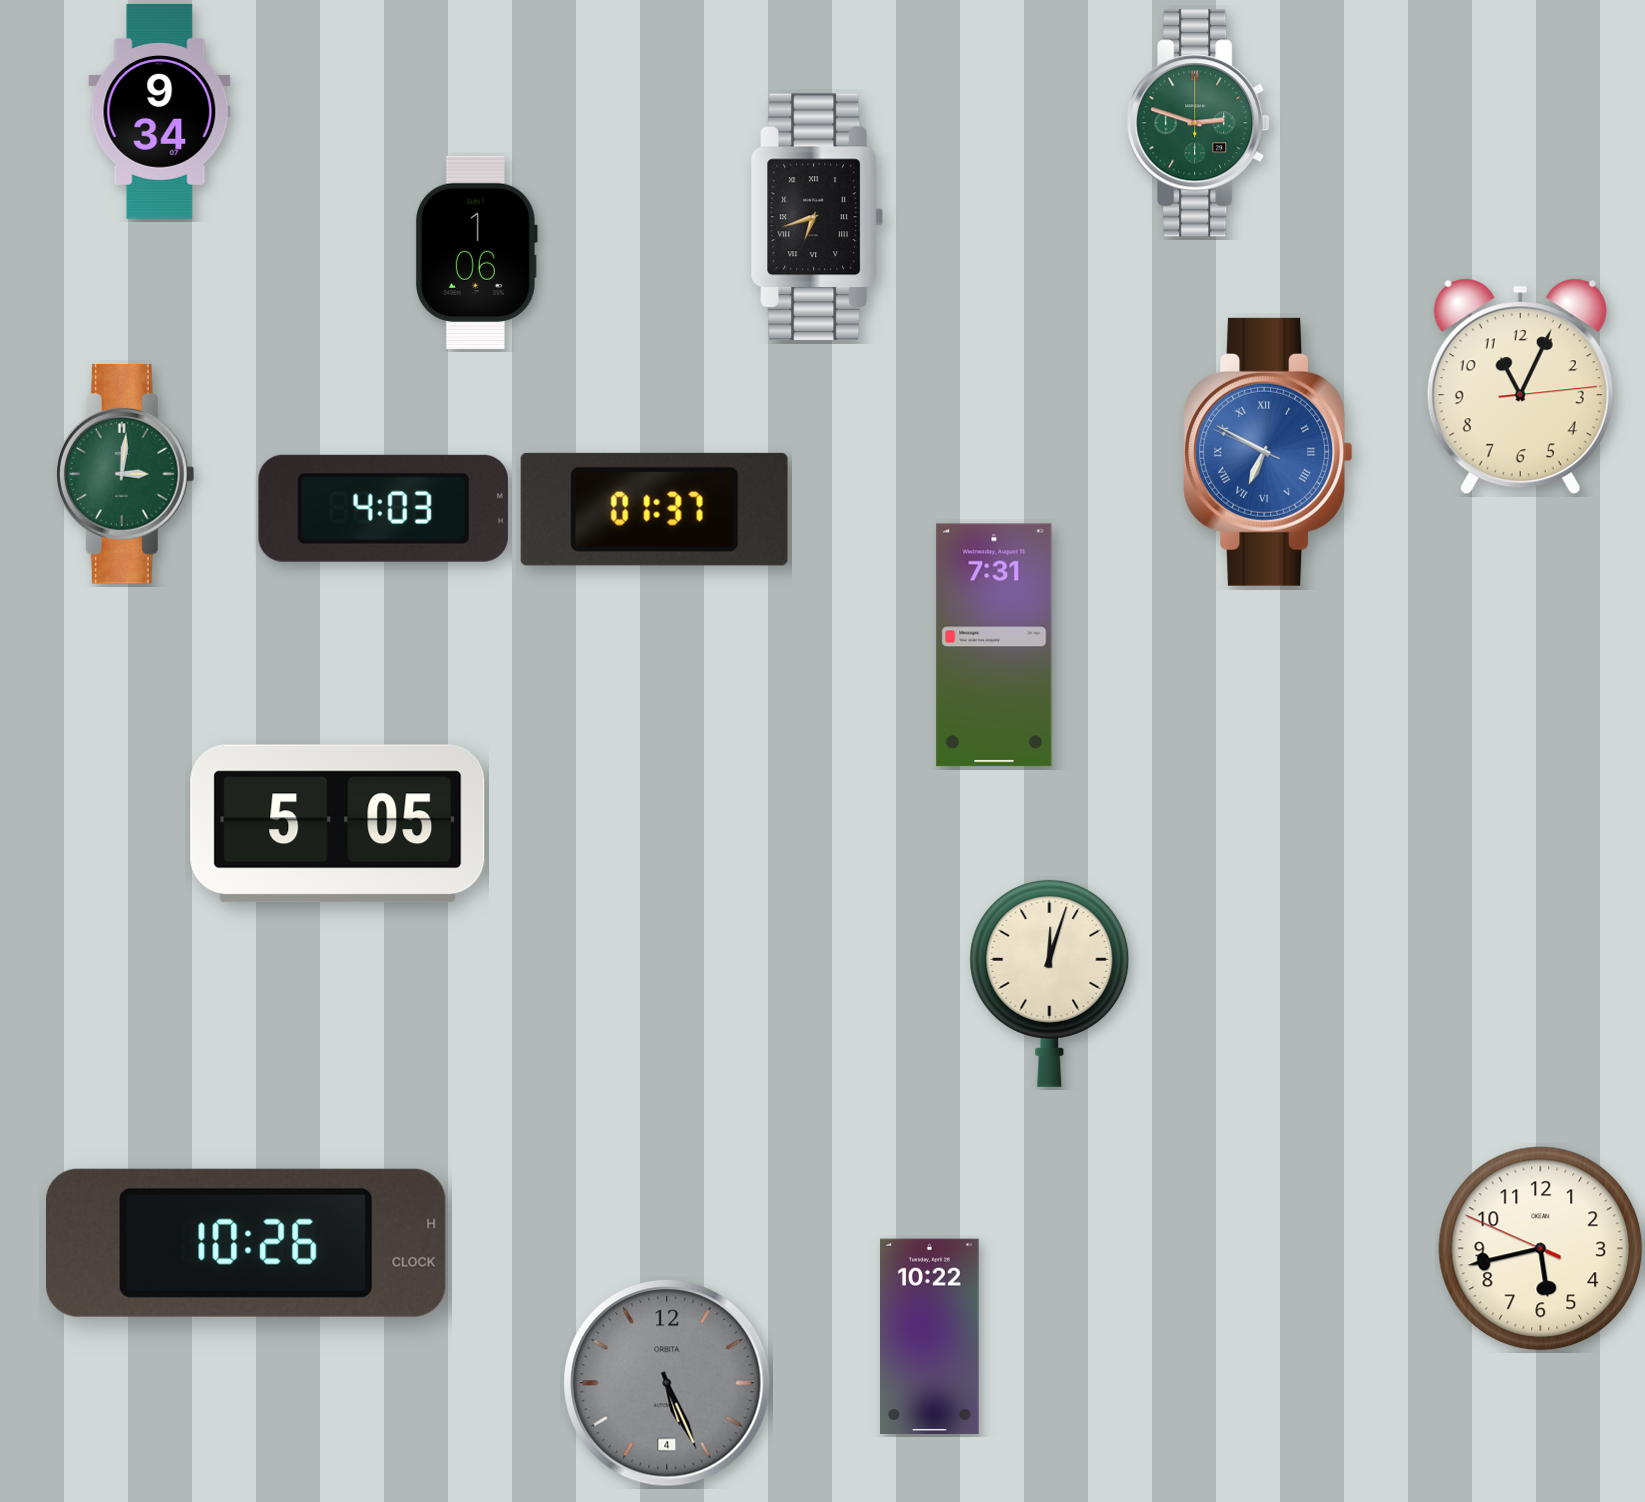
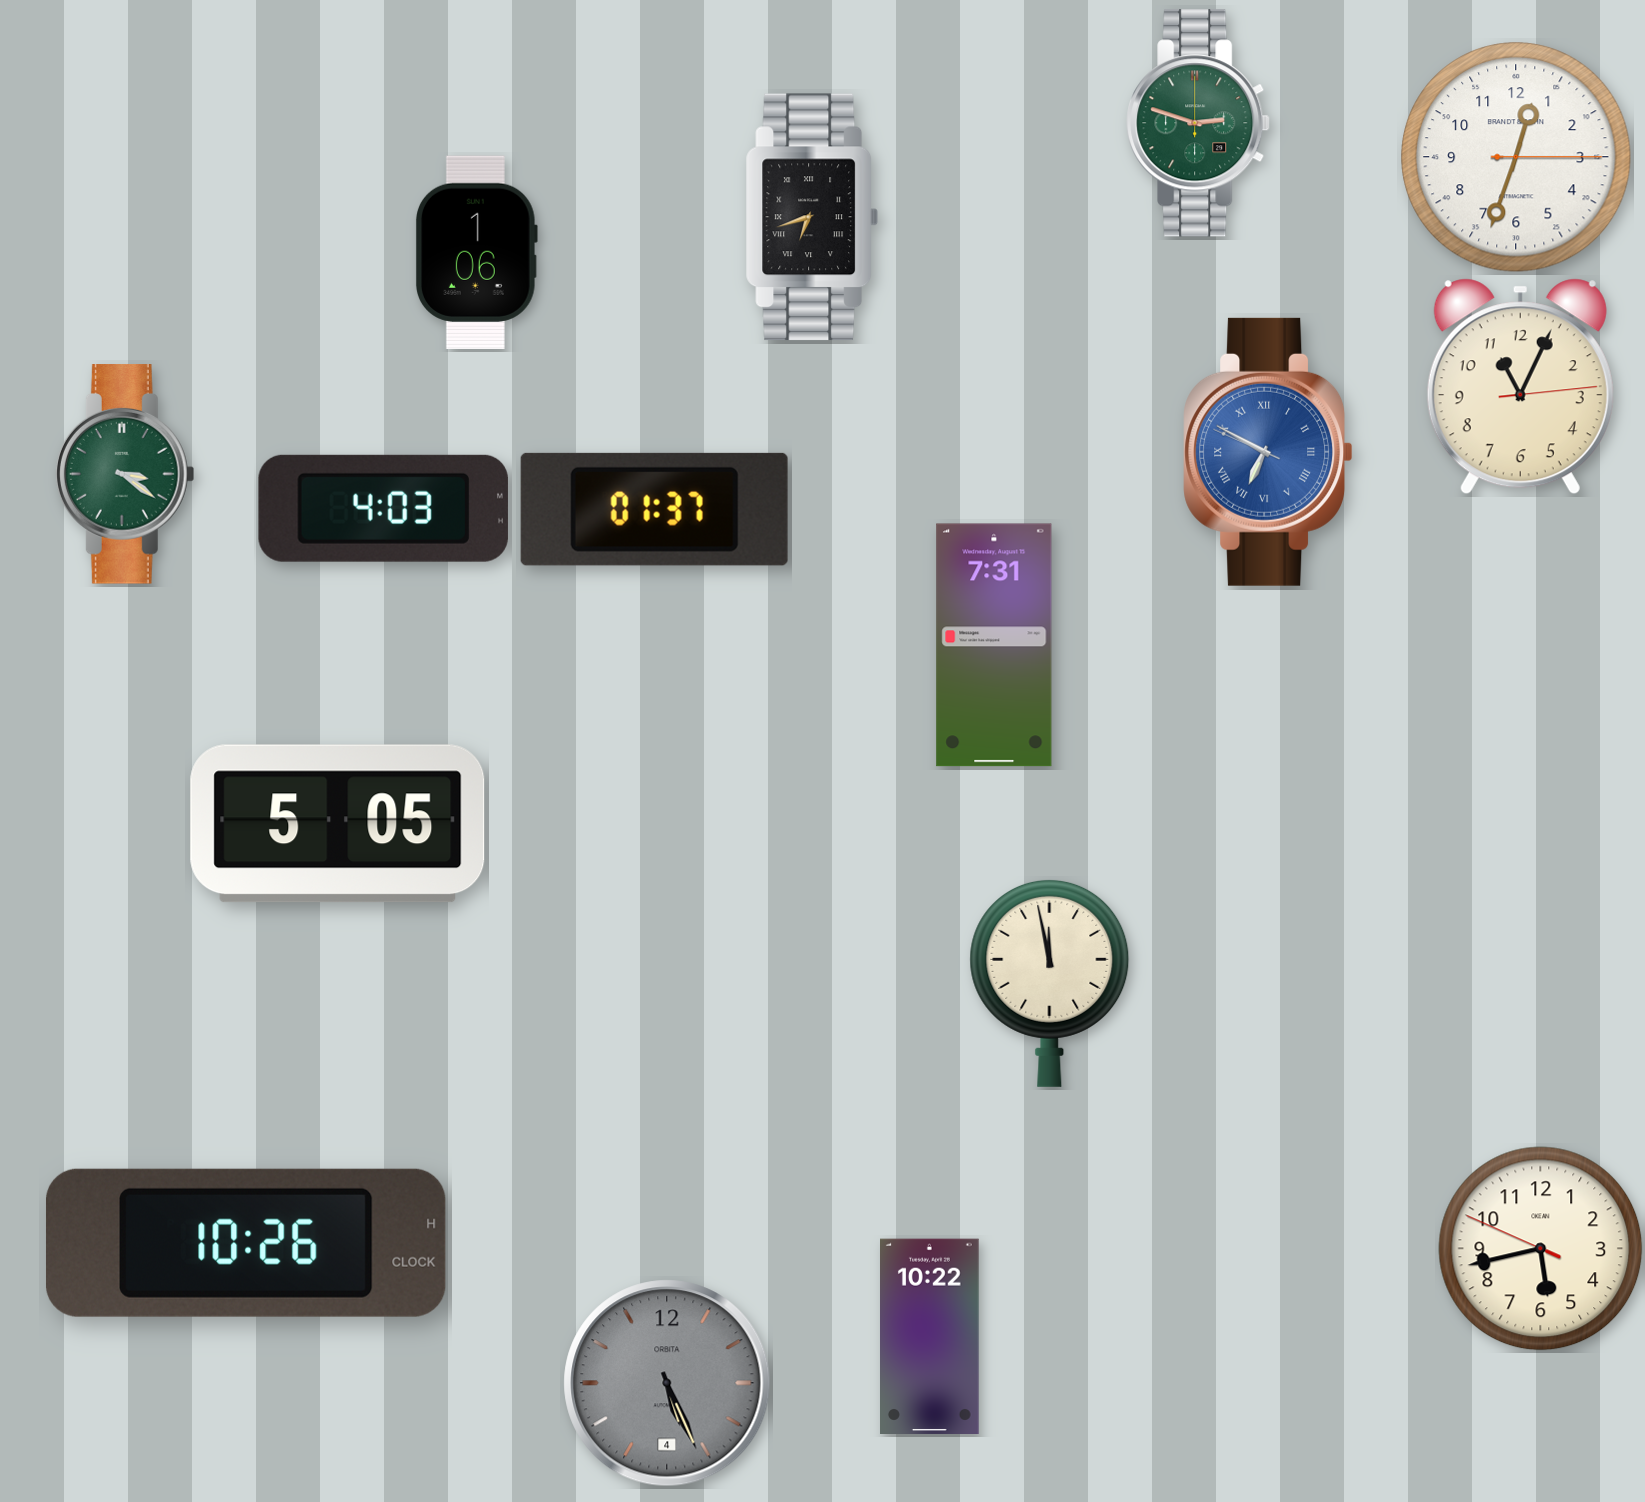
clock at (160, 112): 9:34 -> none
clock at (1516, 157): none -> 12:33
clock at (816, 217) position: (816, 217) -> (811, 217)
clock at (125, 474): 3:01 -> 3:21
clock at (1050, 983): 12:03 -> 11:58
